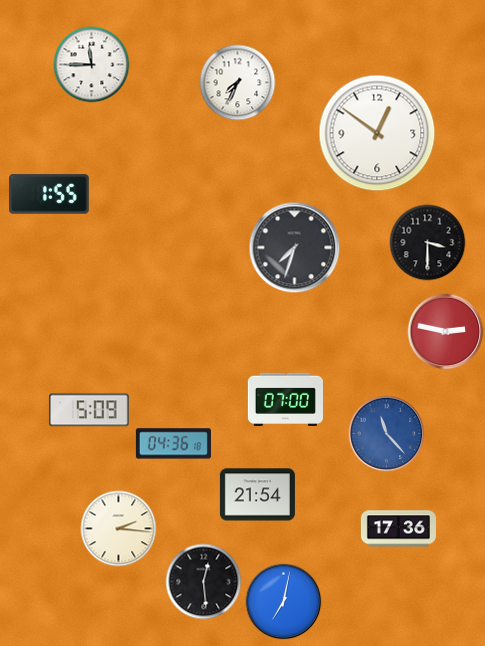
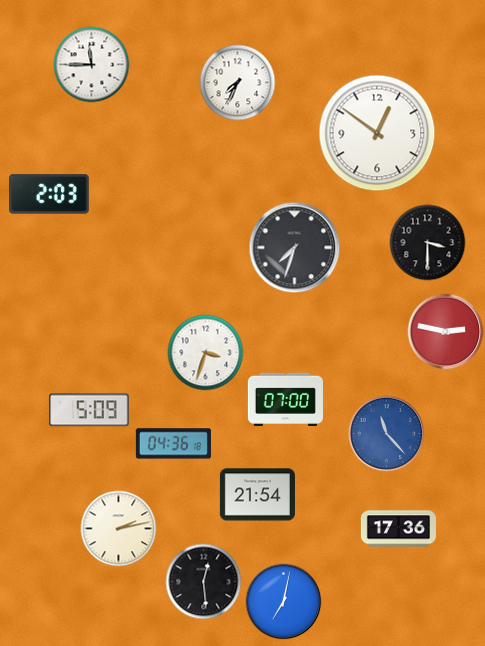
clock at (50, 194): 1:55 -> 2:03
clock at (206, 353): none -> 3:33
clock at (119, 529): 2:16 -> 2:13
